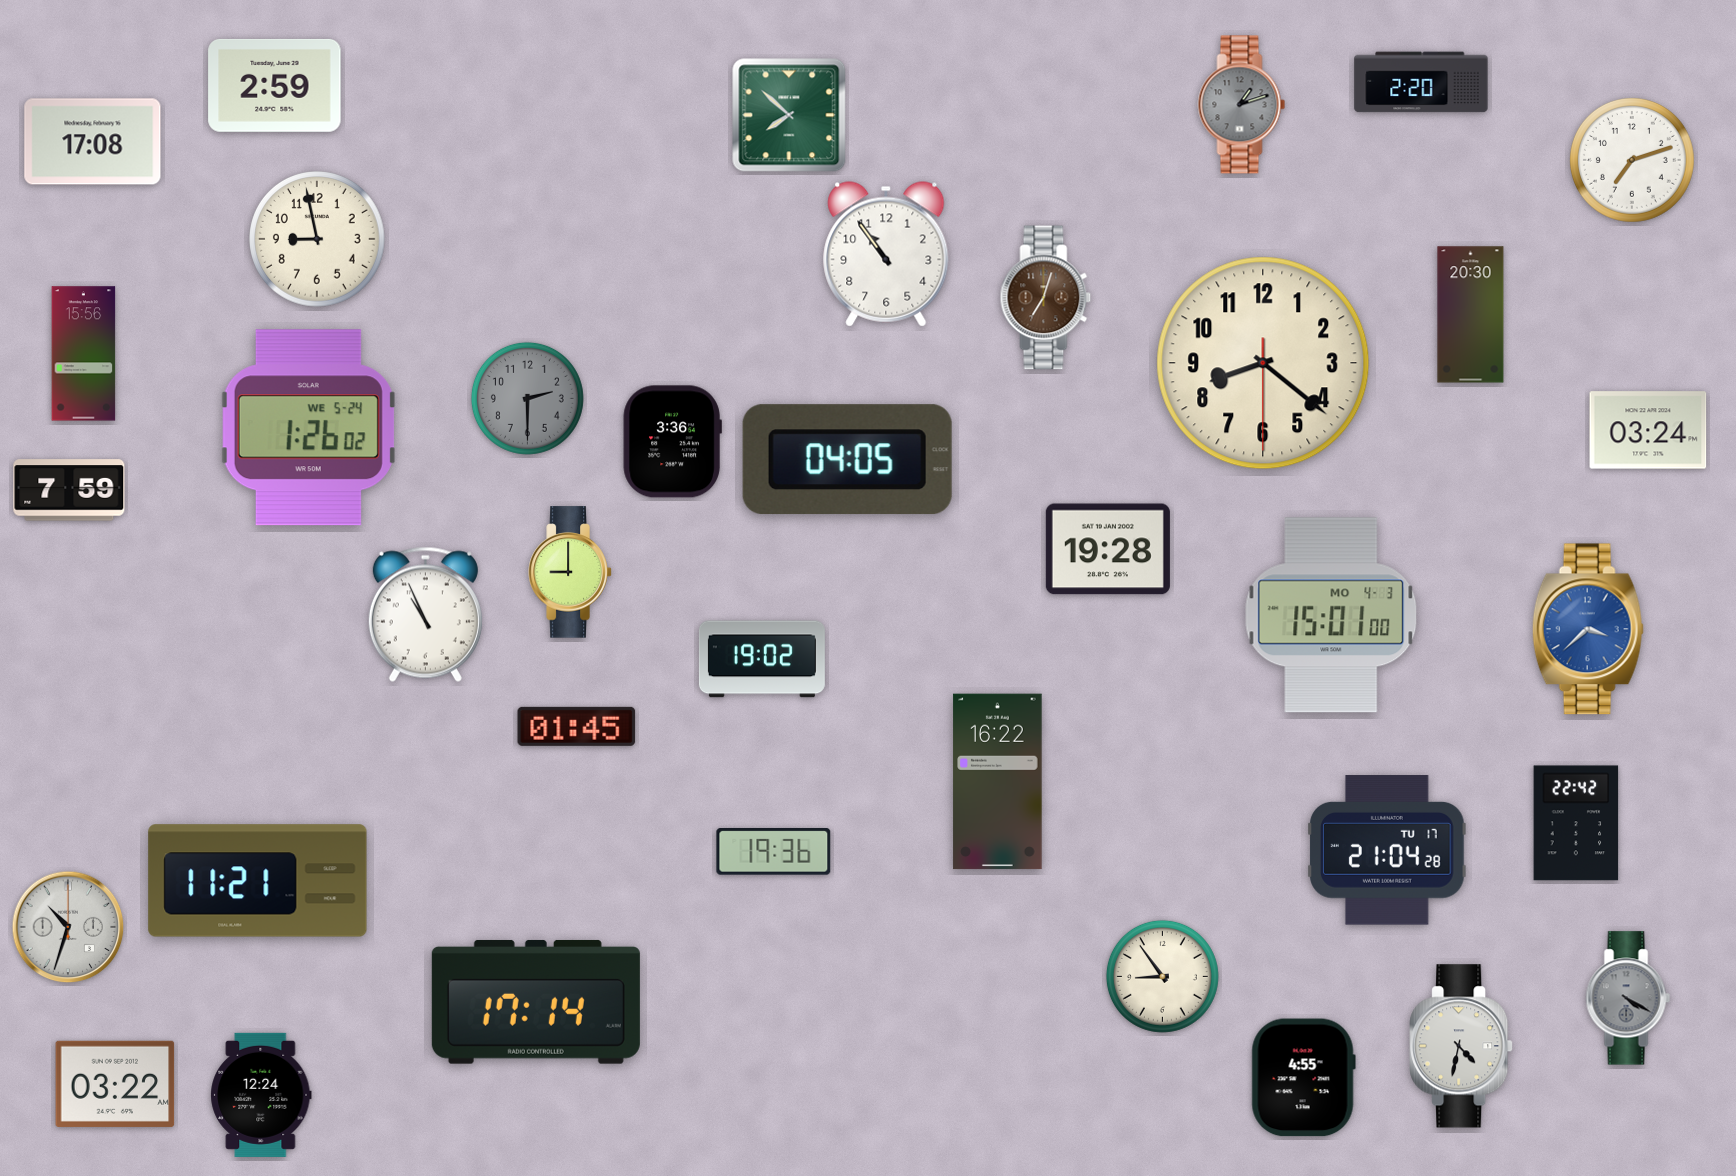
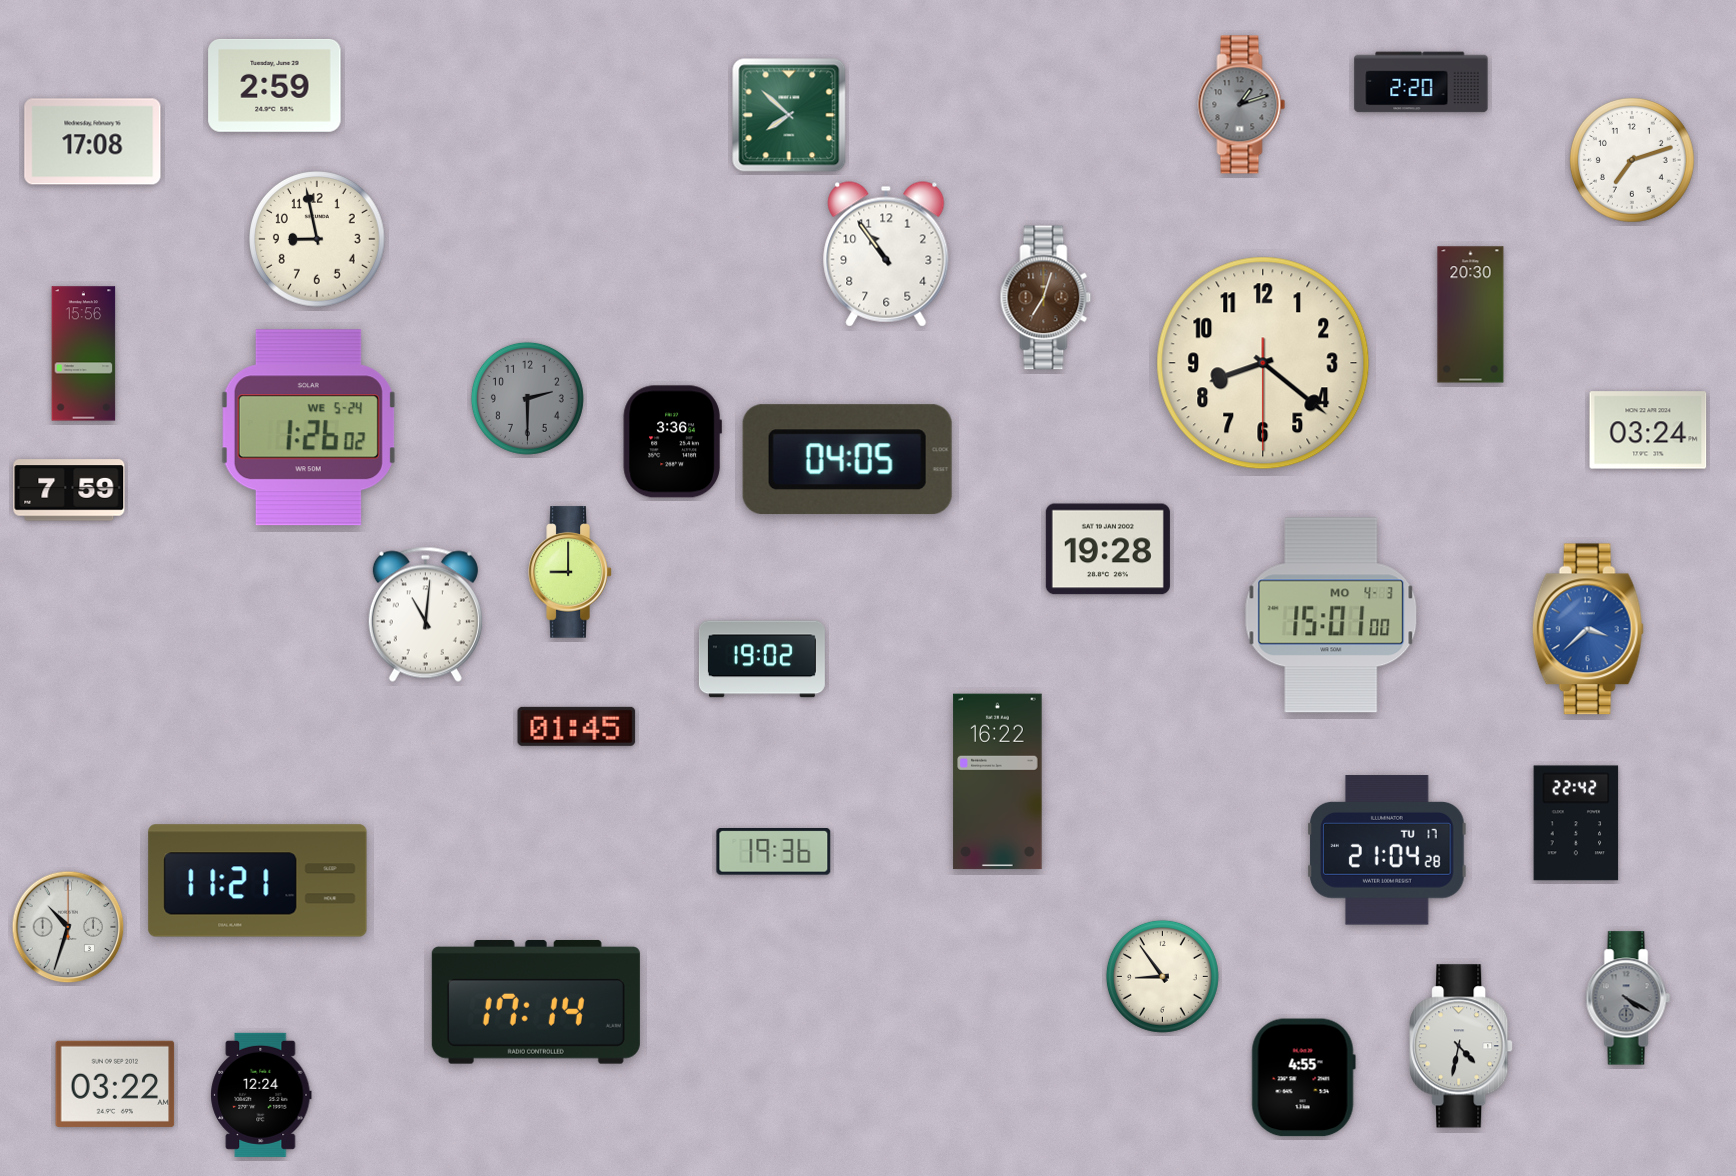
clock at (425, 614): 10:56 -> 11:01
